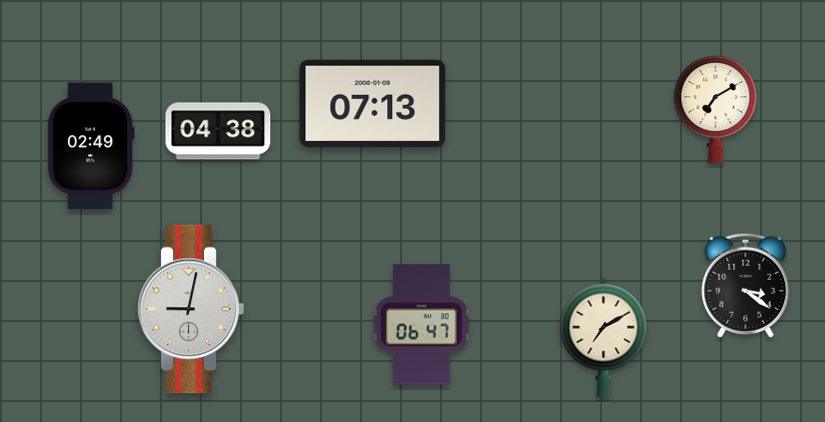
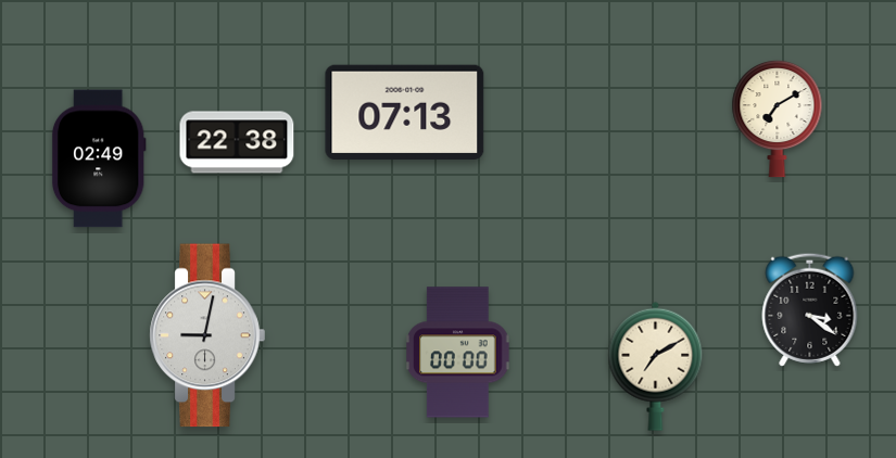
clock at (218, 131): 04:38 -> 22:38
clock at (422, 325): 06:47 -> 00:00
